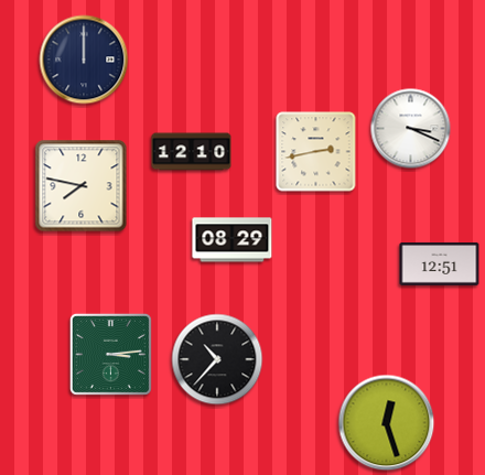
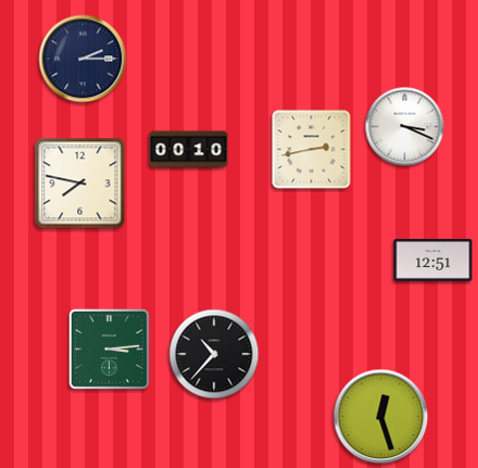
clock at (84, 60): 12:00 -> 2:15
clock at (192, 152): 12:10 -> 00:10
clock at (233, 240): 08:29 -> none
